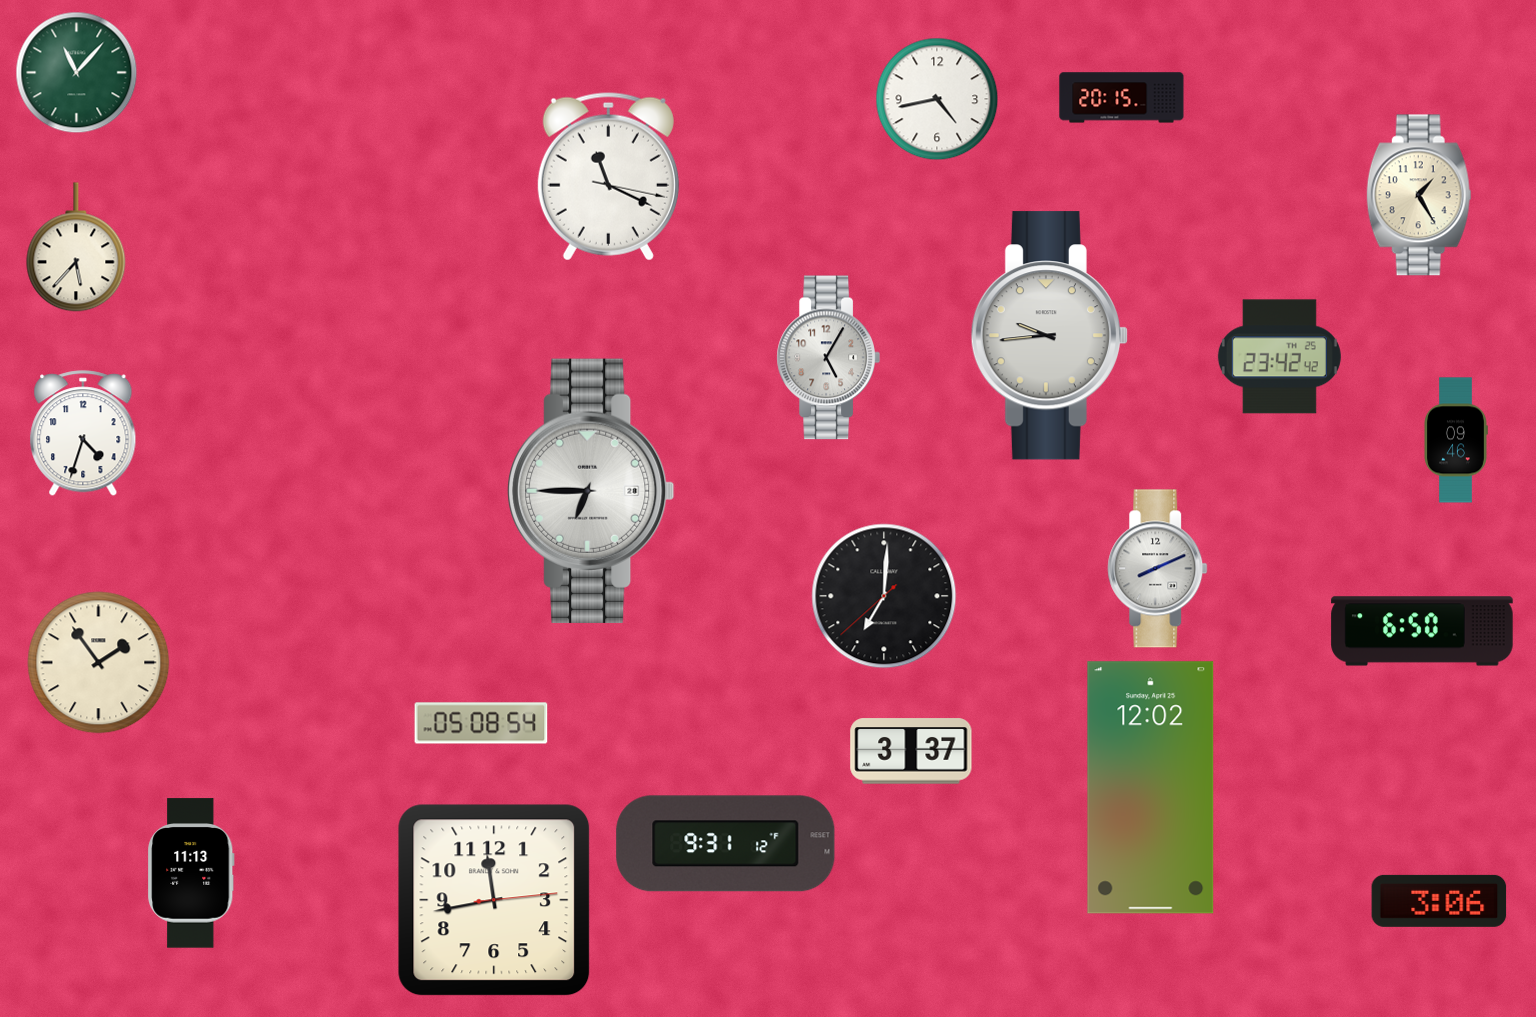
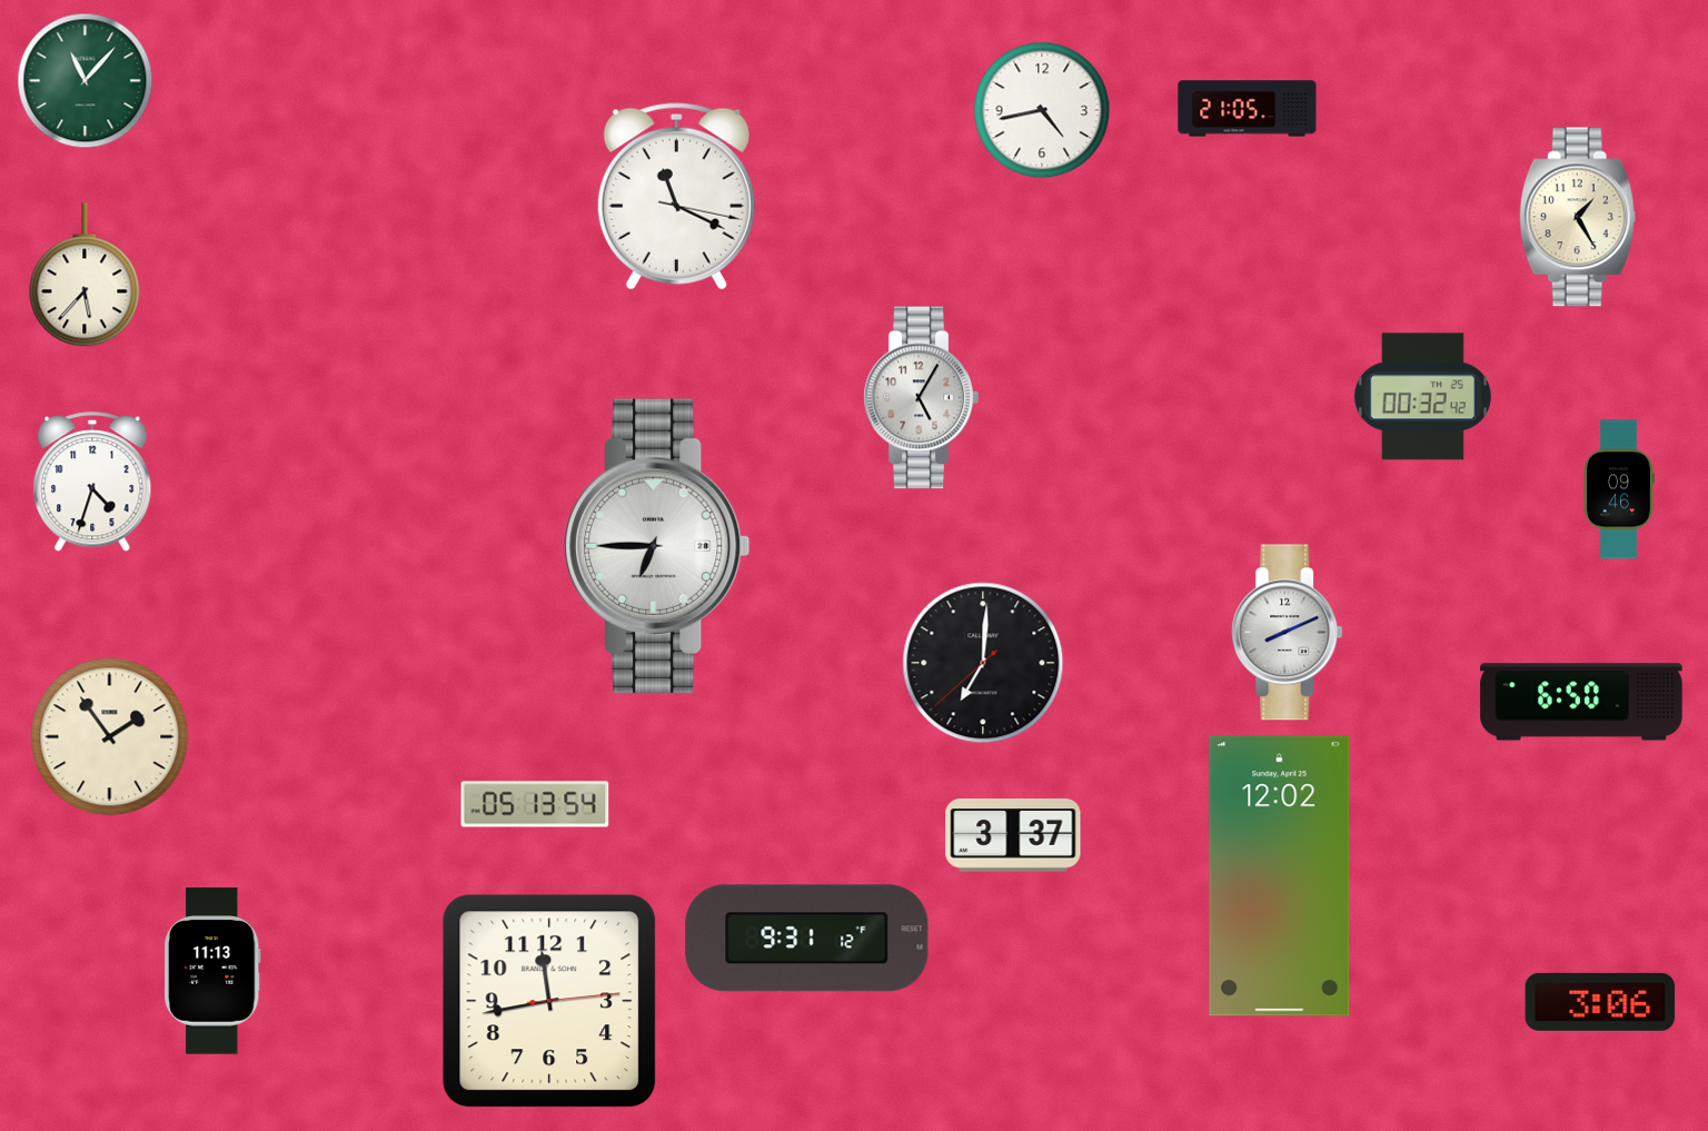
clock at (1122, 98): 20:15 -> 21:05
clock at (1049, 336): 9:44 -> none
clock at (1279, 357): 23:42 -> 00:32
clock at (481, 723): 05:08 -> 05:13
